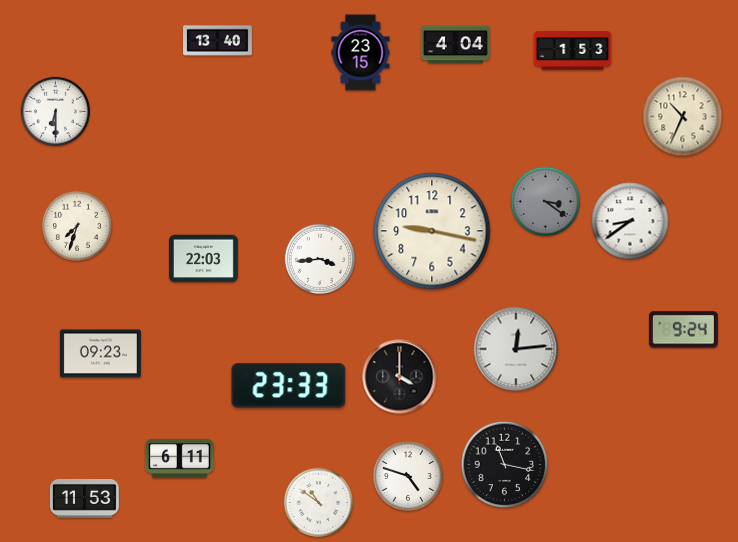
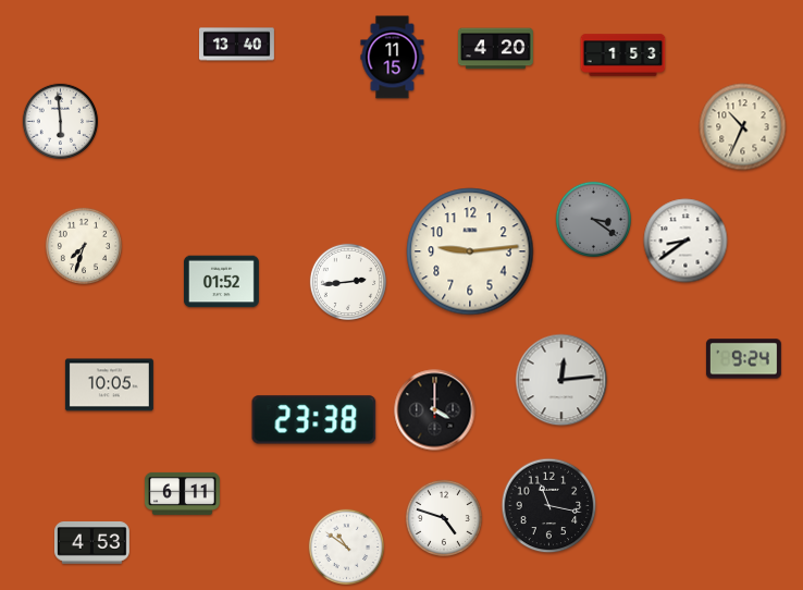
clock at (455, 45): 4:04 -> 4:20
clock at (361, 53): 23:15 -> 11:15
clock at (56, 111): 6:30 -> 5:59
clock at (432, 231): 9:17 -> 9:14
clock at (203, 259): 22:03 -> 01:52
clock at (320, 259): 3:44 -> 2:44
clock at (100, 354): 09:23 -> 10:05
clock at (289, 386): 23:33 -> 23:38
clock at (179, 458) position: (179, 458) -> (182, 493)
clock at (84, 499): 11:53 -> 4:53
